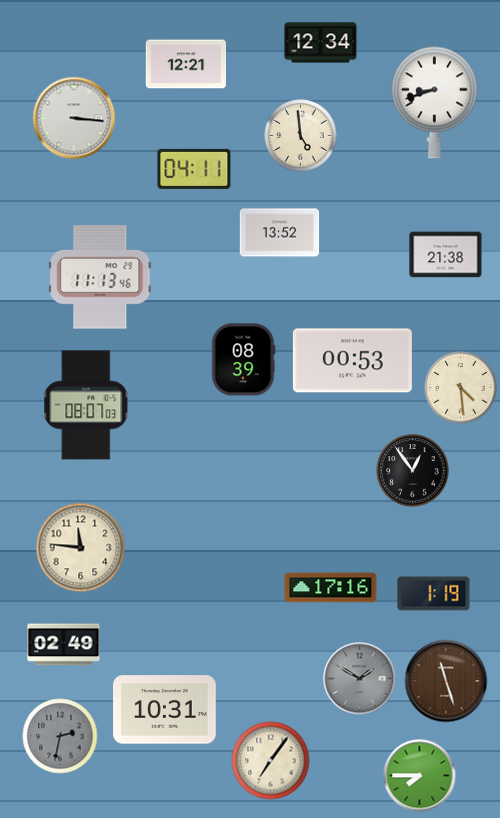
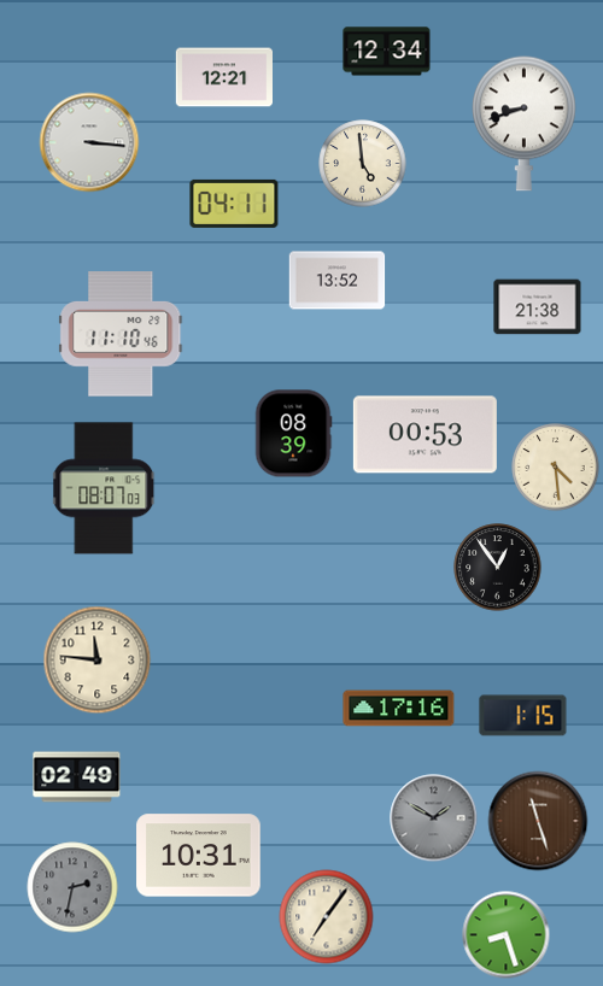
clock at (100, 277): 11:13 -> 11:10
clock at (434, 594): 1:19 -> 1:15
clock at (420, 776): 7:45 -> 8:27
